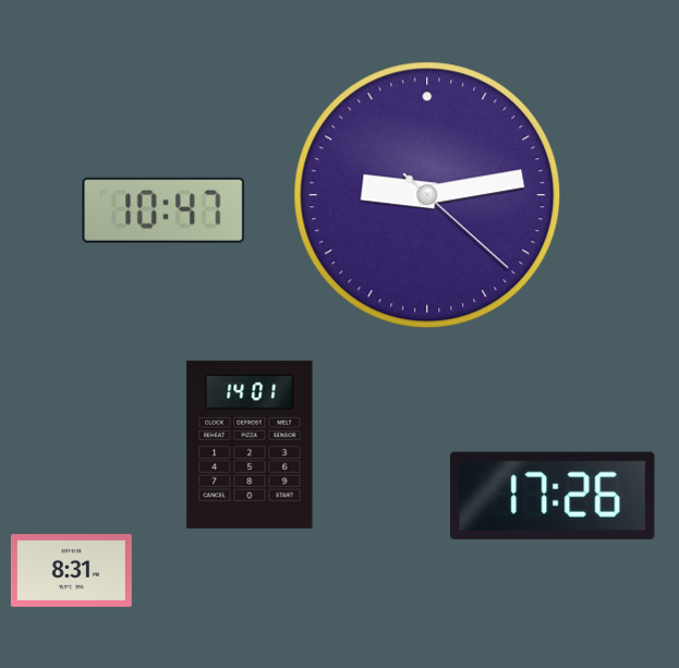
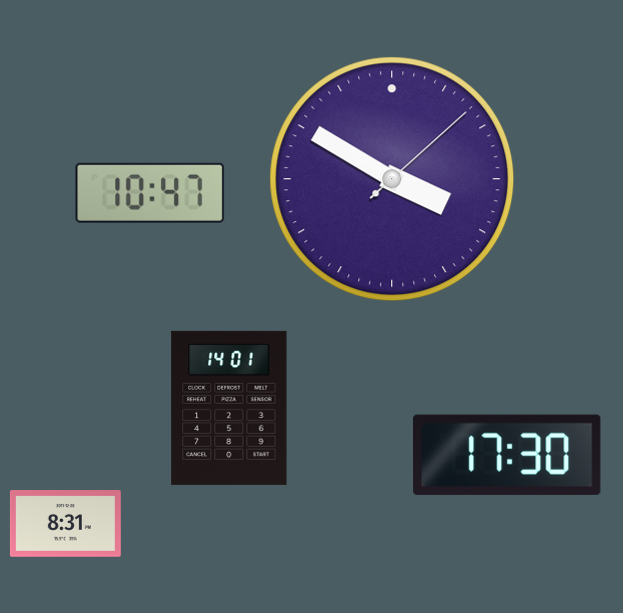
clock at (427, 195): 9:13 -> 3:50
clock at (553, 496): 17:26 -> 17:30
